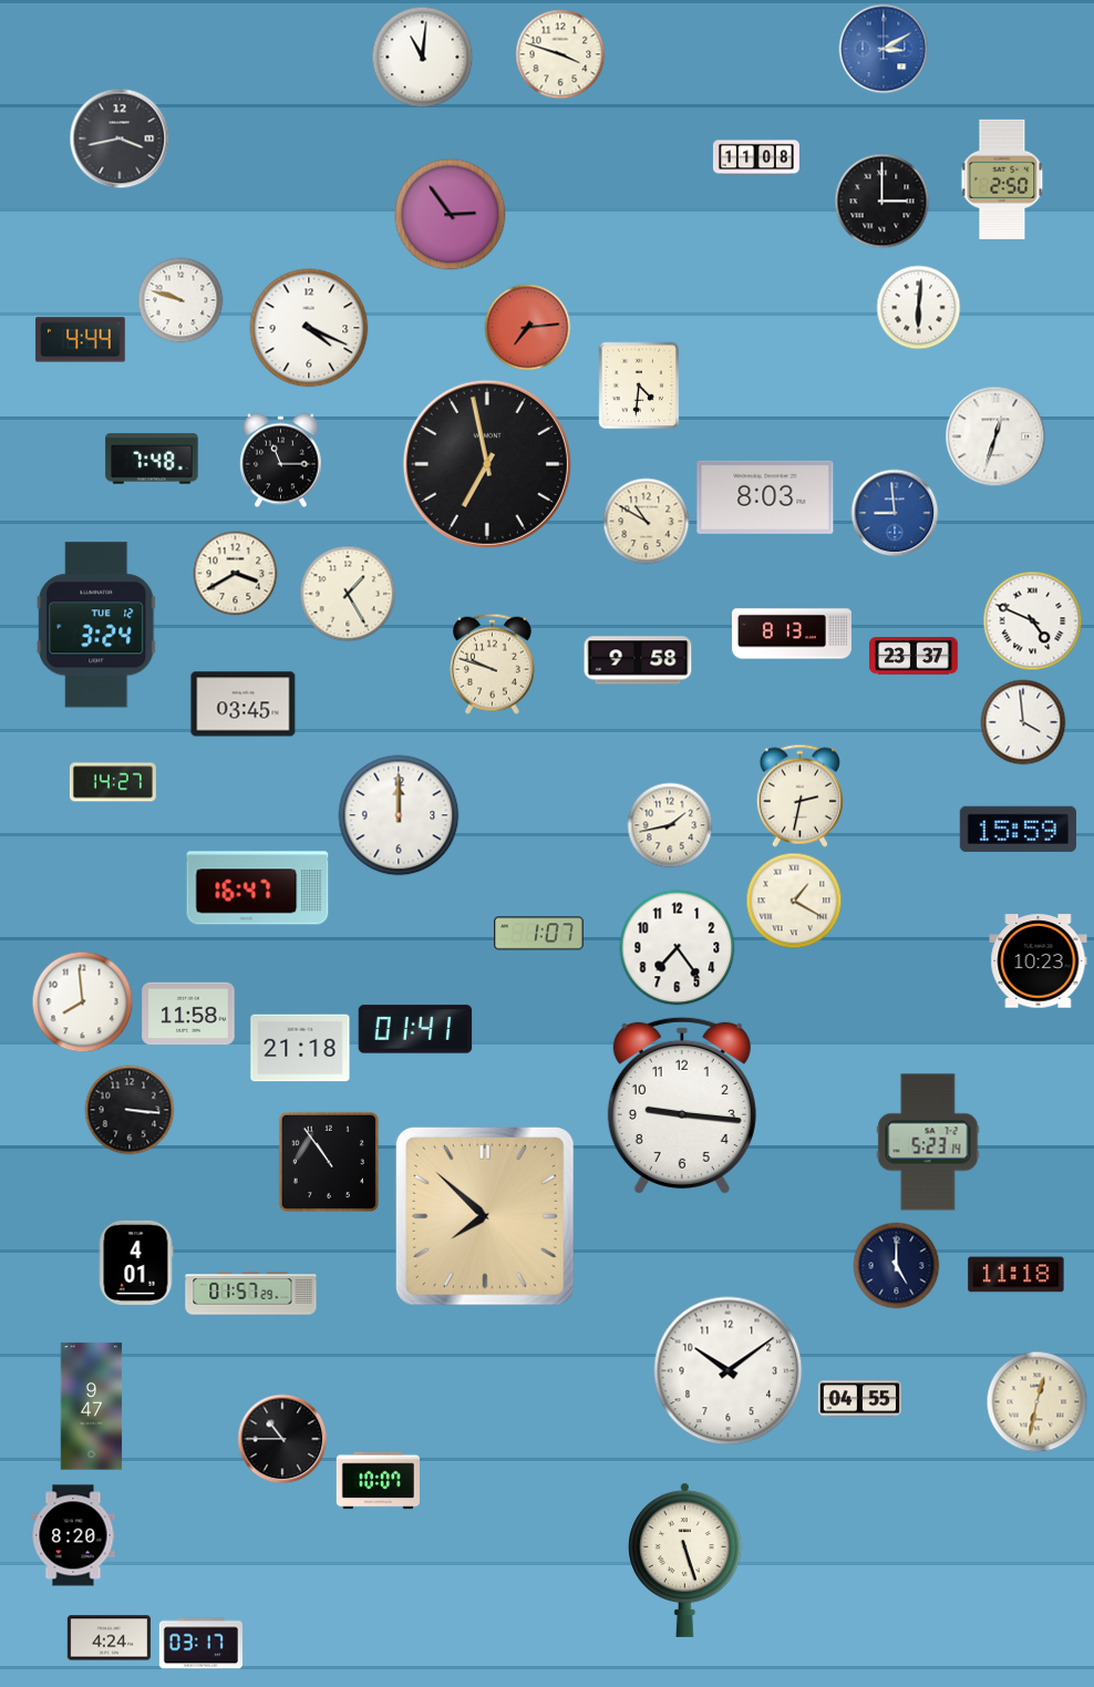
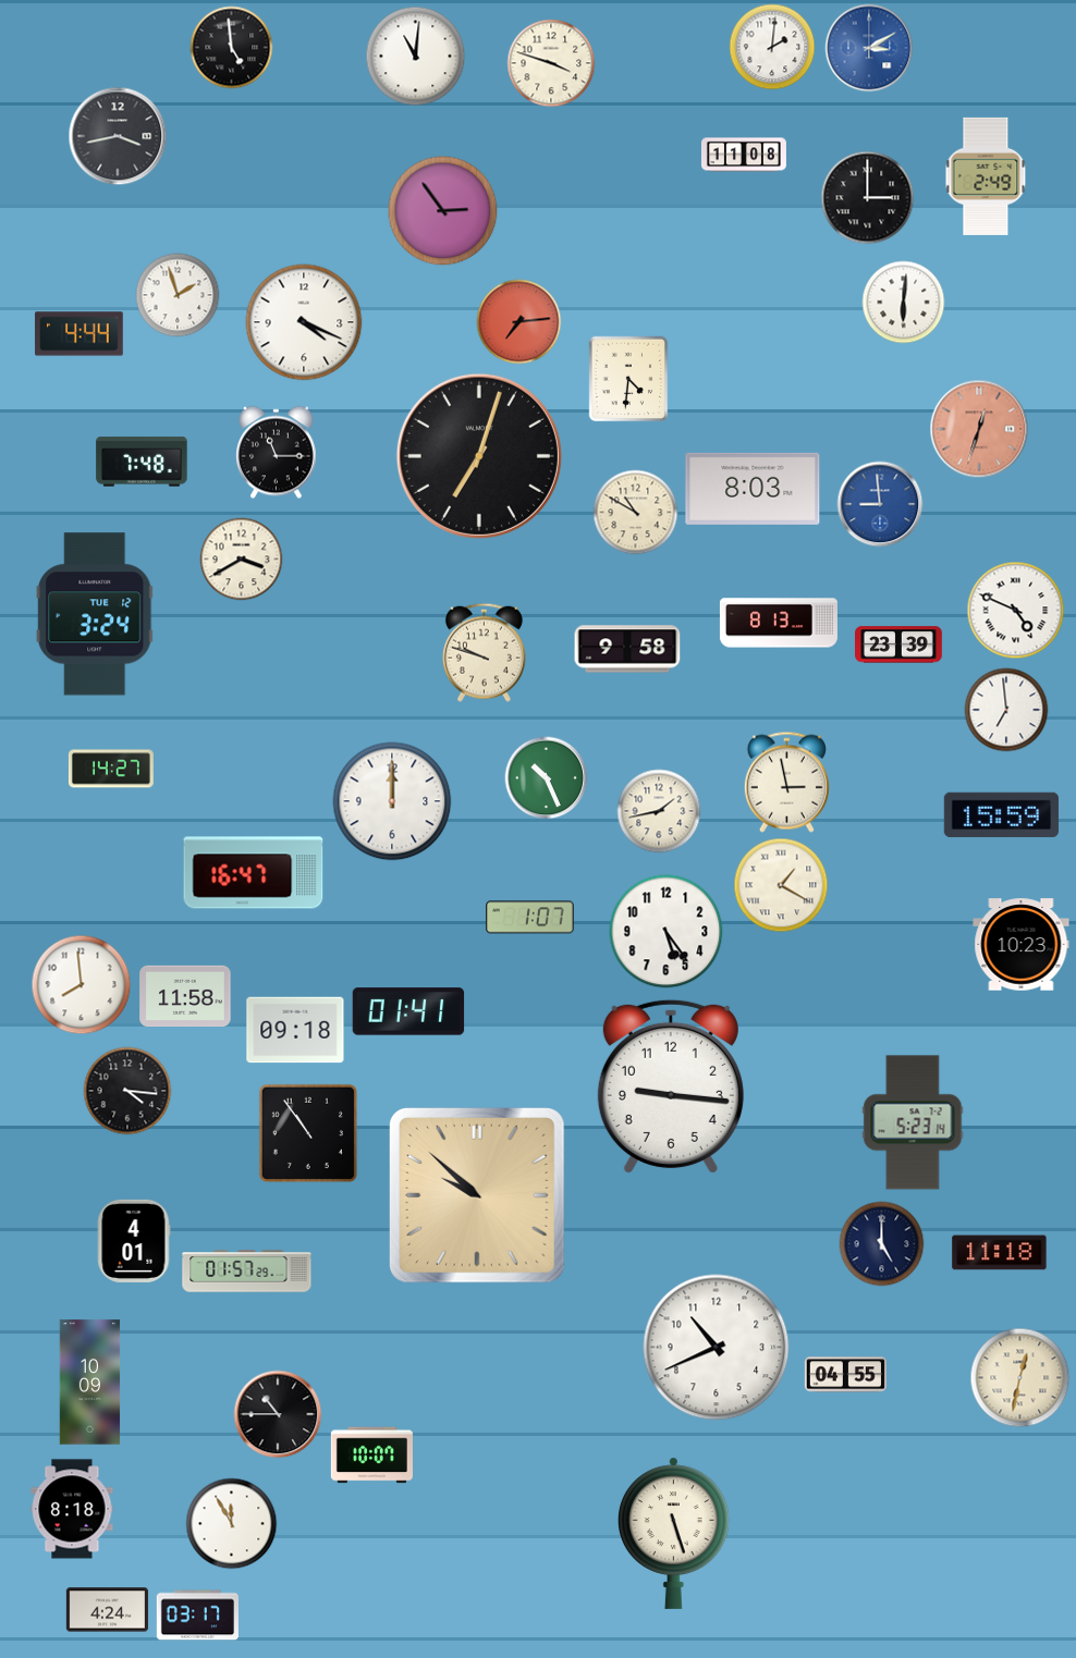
clock at (772, 47): none -> 2:01
clock at (232, 48): none -> 4:59
clock at (560, 54) position: (560, 54) -> (551, 63)
clock at (1002, 179): 2:50 -> 2:49
clock at (180, 300): 9:48 -> 1:57
clock at (995, 436) dial: white -> salmon
clock at (152, 459) position: (152, 459) -> (142, 462)
clock at (487, 464): 6:58 -> 7:03
clock at (236, 574) position: (236, 574) -> (242, 560)
clock at (348, 594): 1:25 -> none
clock at (915, 656): 23:37 -> 23:39
clock at (244, 704): 03:45 -> none
clock at (1023, 722): 3:59 -> 6:59
clock at (547, 778): none -> 10:26
clock at (799, 795): 2:32 -> 2:58
clock at (678, 948): 7:24 -> 5:24
clock at (300, 1048): 21:18 -> 09:18
clock at (130, 1110): 3:16 -> 4:16
clock at (329, 1162) position: (329, 1162) -> (308, 1133)
clock at (485, 1216): 7:52 -> 9:52
clock at (729, 1371): 10:09 -> 10:41
clock at (92, 1407): 9:47 -> 10:09
clock at (73, 1535): 8:20 -> 8:18
clock at (232, 1524): none -> 11:55
